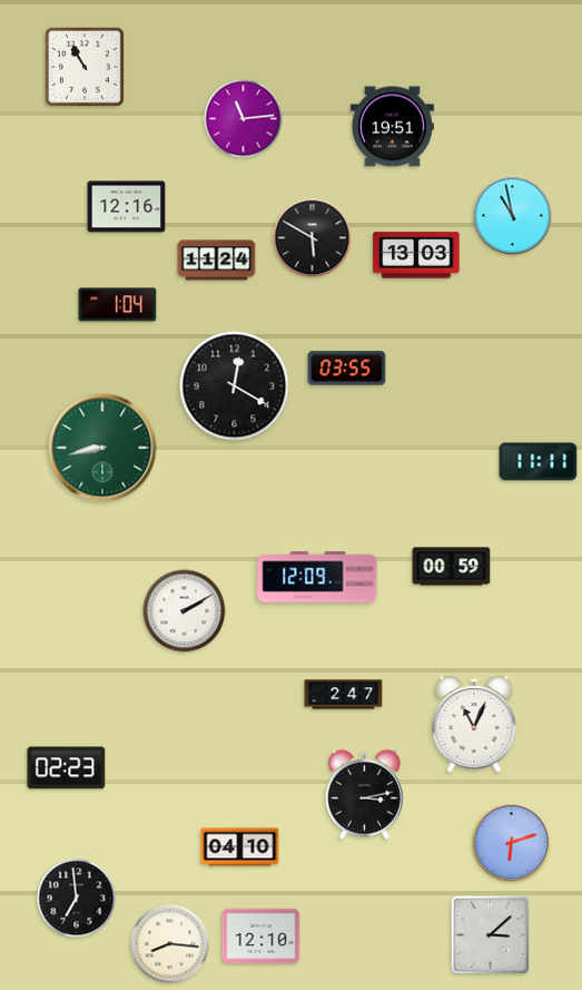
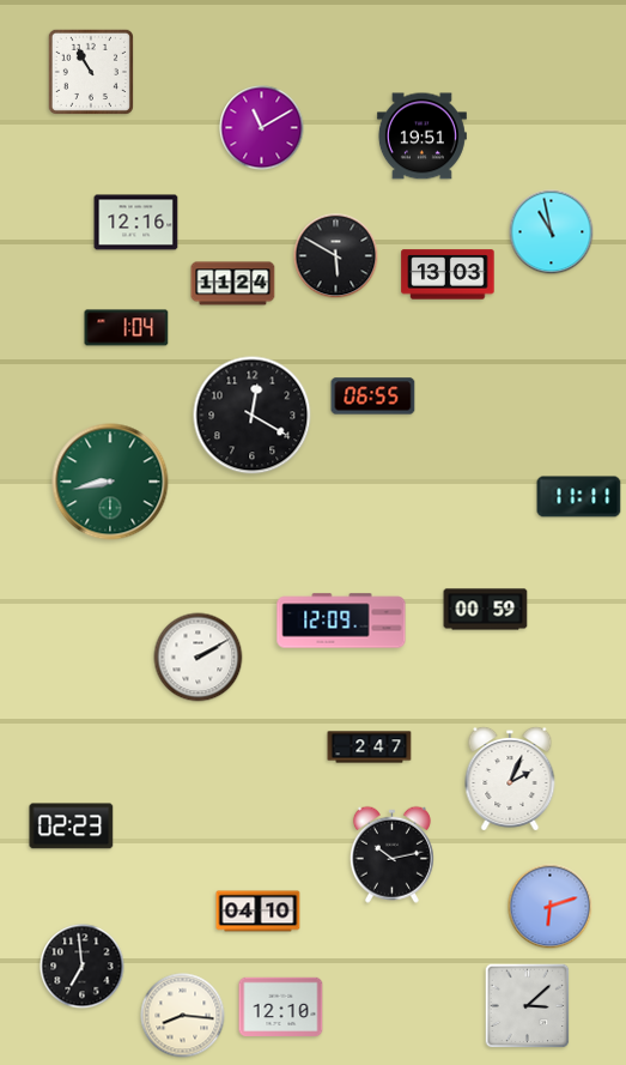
clock at (244, 119): 11:14 -> 11:10
clock at (217, 261) position: (217, 261) -> (233, 284)
clock at (347, 369): 03:55 -> 06:55
clock at (474, 724): 11:04 -> 2:04
clock at (364, 794): 3:13 -> 10:13
